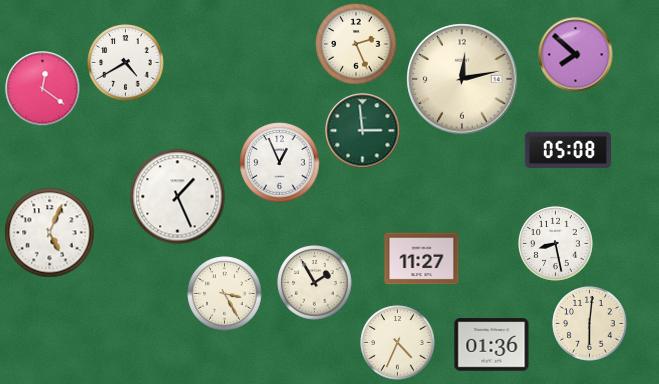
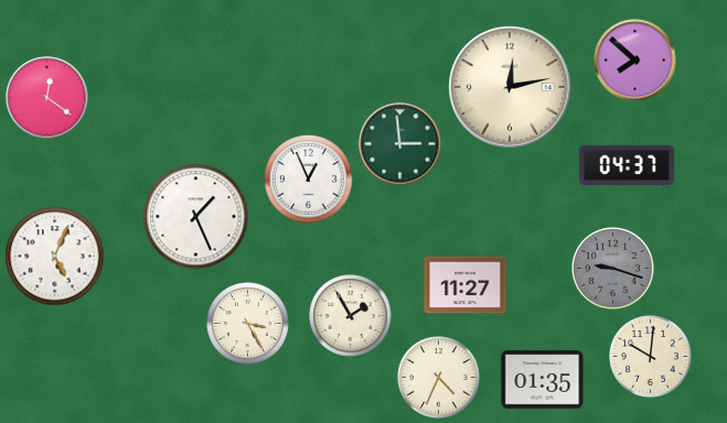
clock at (356, 44): 2:26 -> none
clock at (126, 63): 4:40 -> none
clock at (568, 150): 05:08 -> 04:37
clock at (556, 244): 8:28 -> 9:18
clock at (556, 244) dial: white -> grey
clock at (315, 283) position: (315, 283) -> (351, 316)
clock at (590, 324): 6:01 -> 10:01
clock at (492, 345): 01:36 -> 01:35
